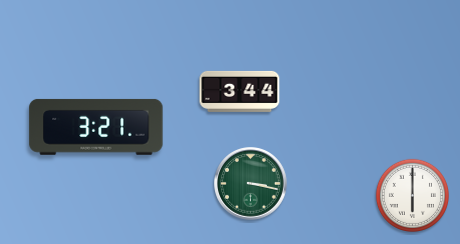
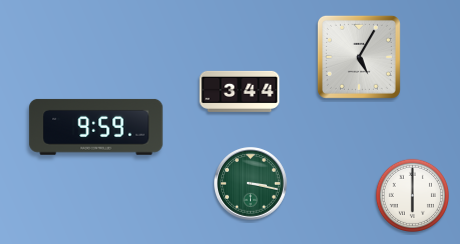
clock at (359, 57): none -> 5:05
clock at (96, 127): 3:21 -> 9:59
